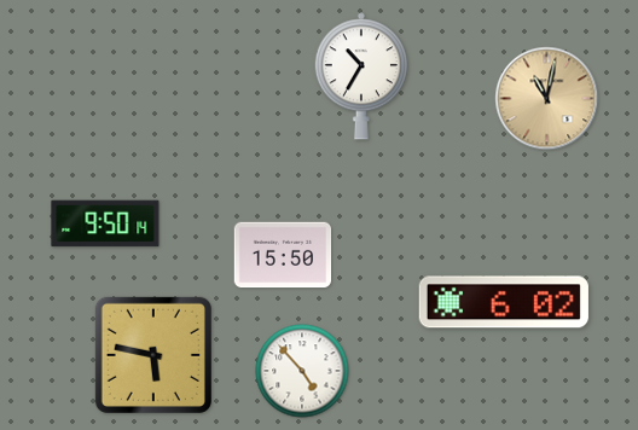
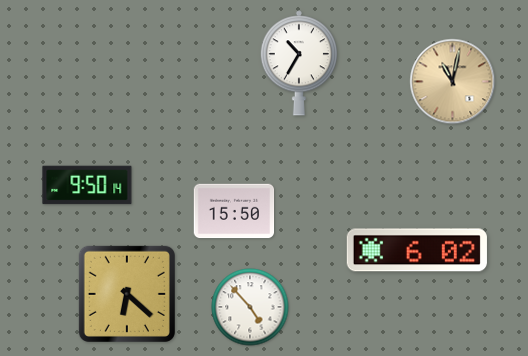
clock at (153, 355): 5:47 -> 6:22
